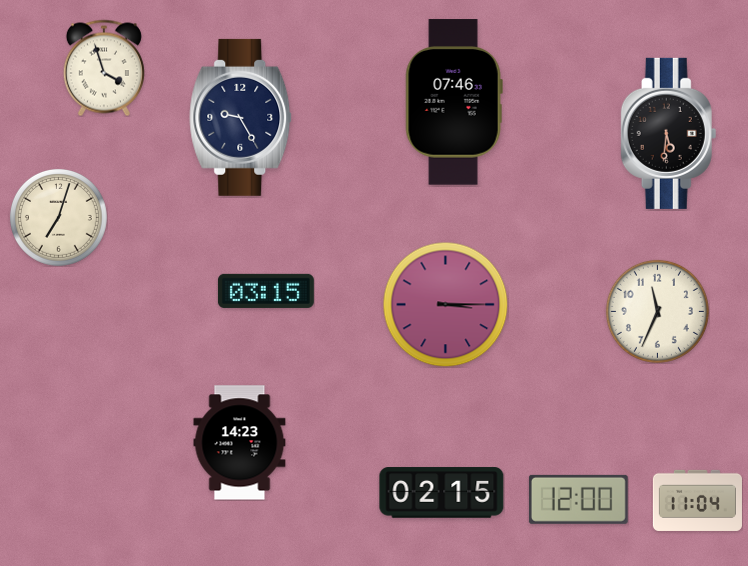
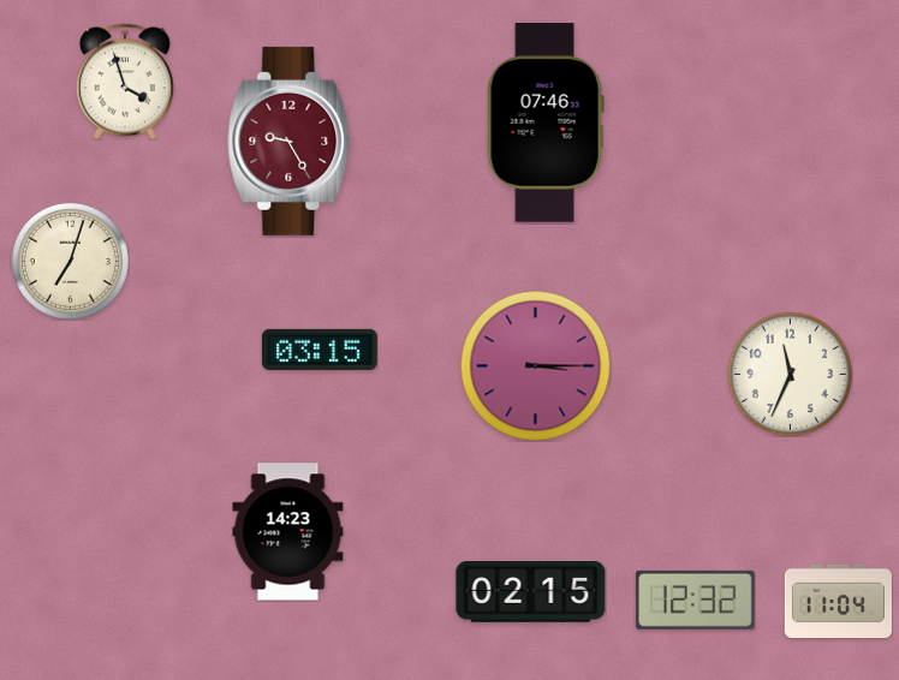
clock at (241, 117) dial: navy -> burgundy
clock at (669, 133): 5:31 -> none
clock at (578, 499): 12:00 -> 12:32
